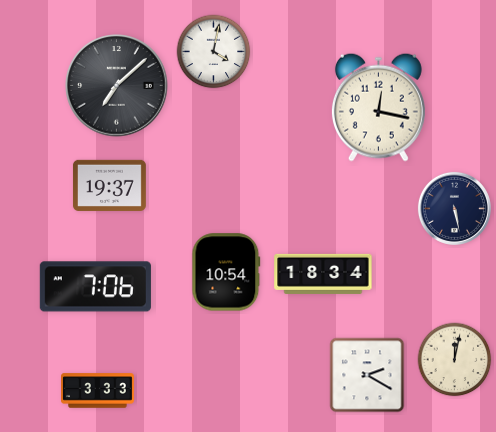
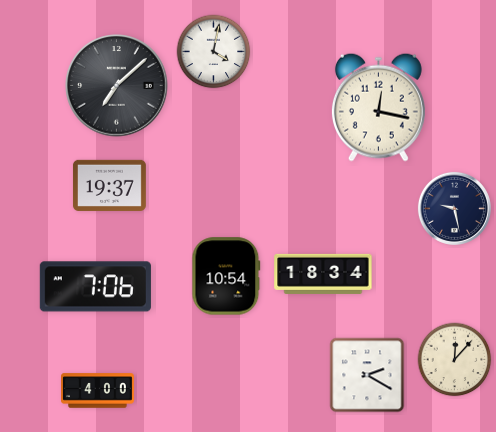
clock at (454, 208): 5:28 -> 9:28
clock at (226, 272) position: (226, 272) -> (226, 276)
clock at (455, 360): 12:02 -> 12:07
clock at (98, 391): 3:33 -> 4:00
